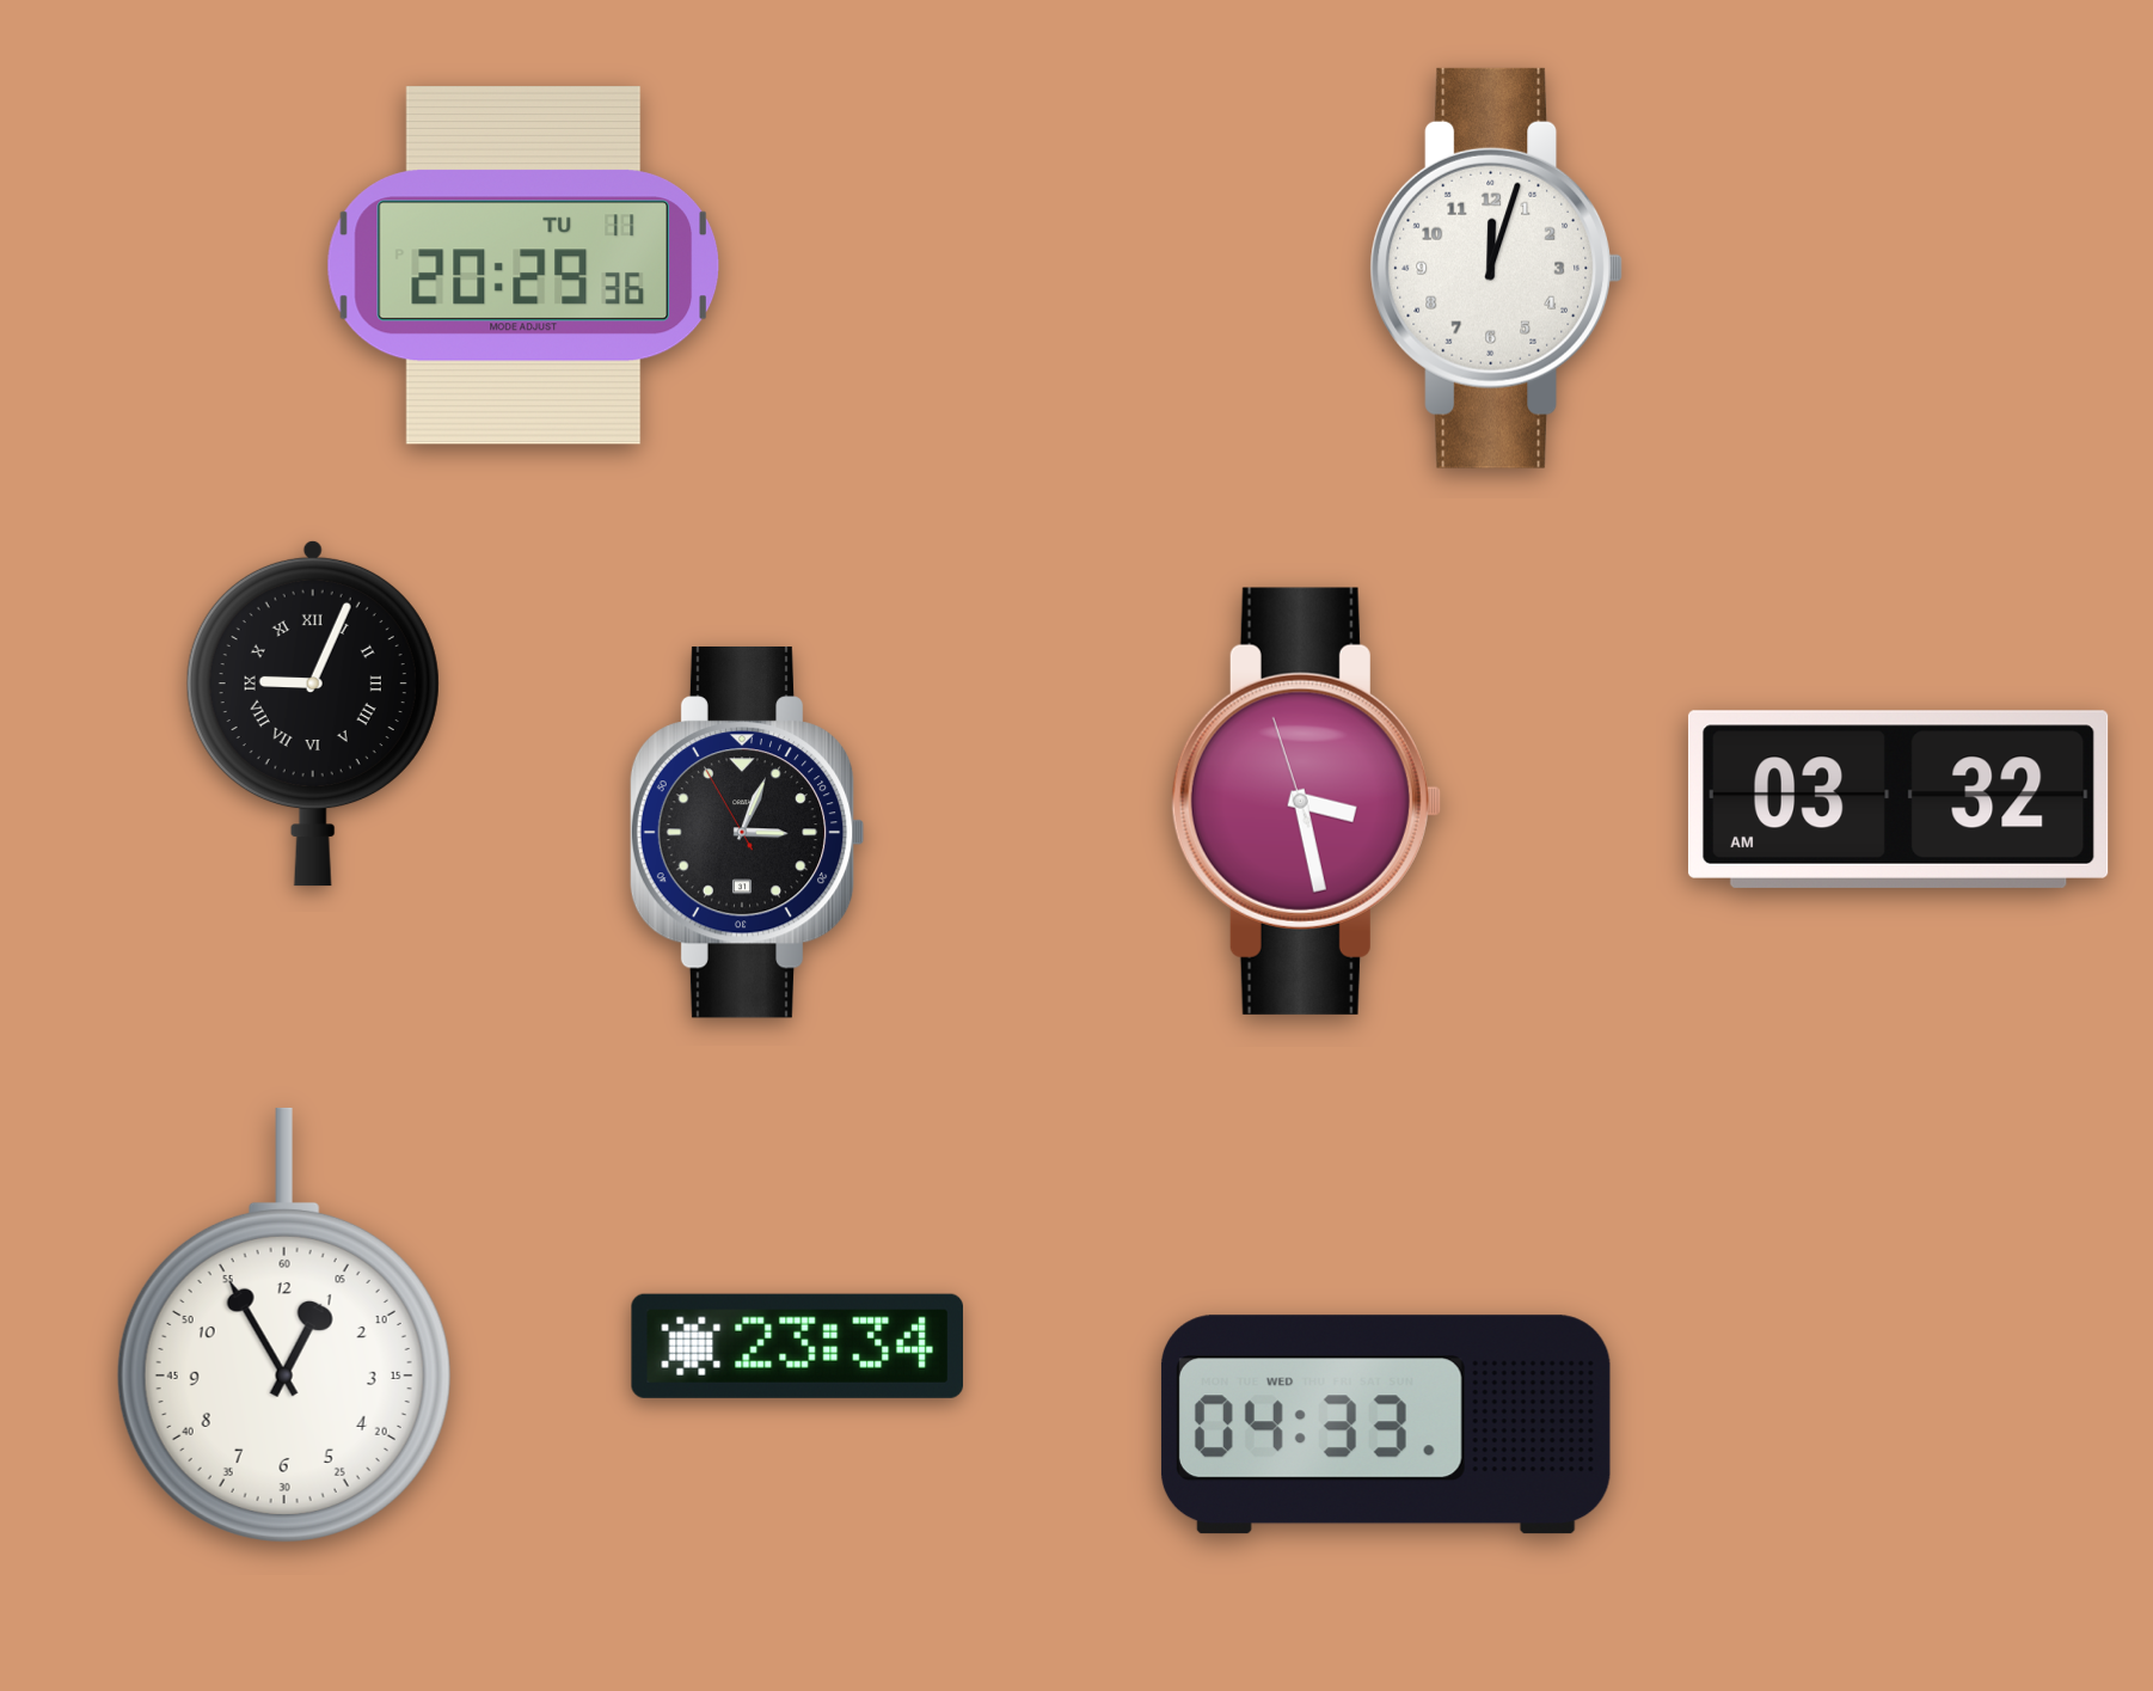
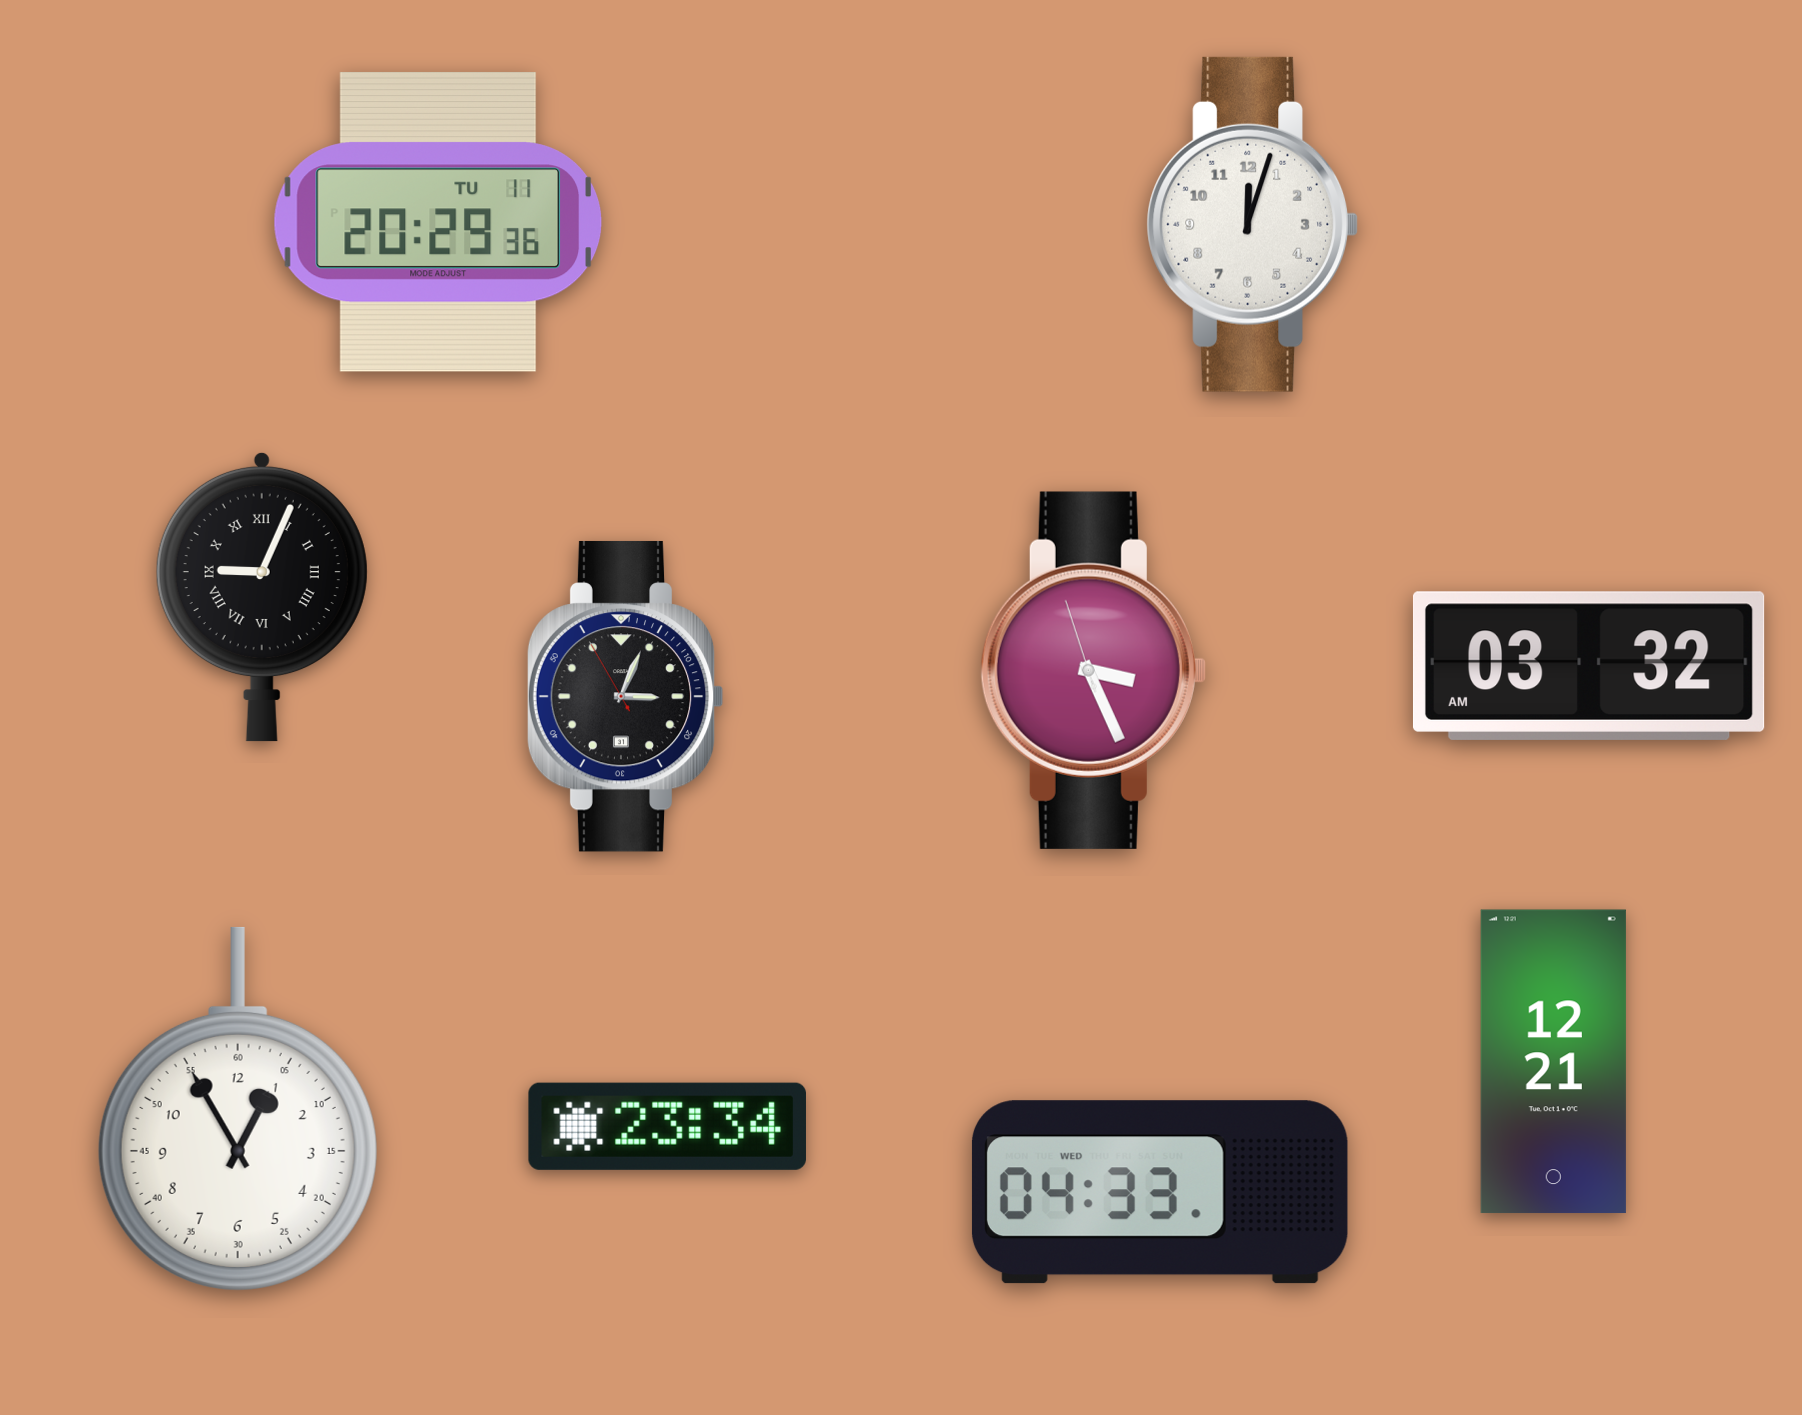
clock at (1899, 799) position: (1899, 799) -> (1589, 666)
clock at (1306, 801): 3:27 -> 3:25
clock at (1553, 1062): none -> 12:21
